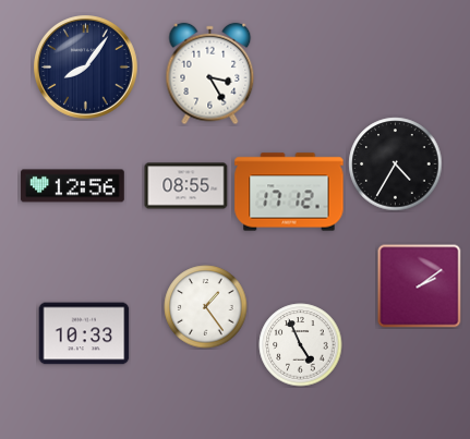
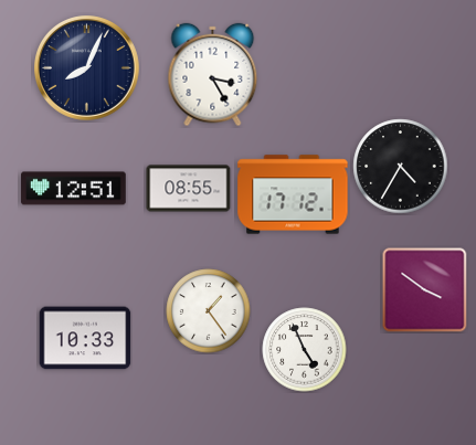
clock at (86, 68): 8:06 -> 8:04
clock at (73, 186): 12:56 -> 12:51
clock at (420, 286): 2:09 -> 3:51
